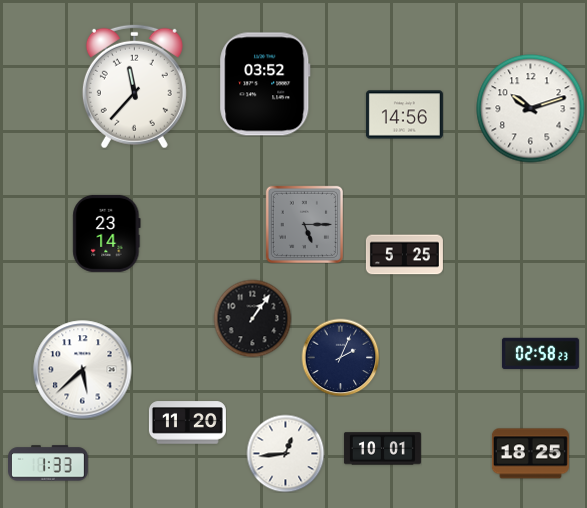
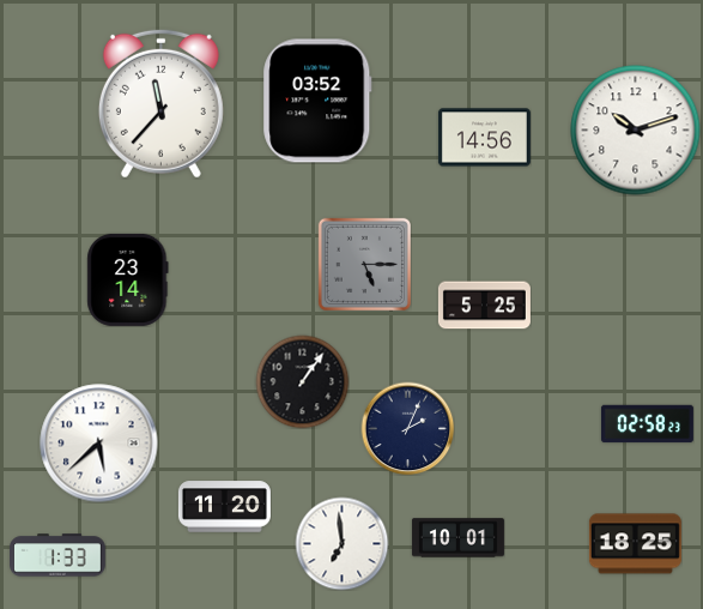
clock at (304, 224) position: (304, 224) -> (364, 264)
clock at (285, 453): 12:44 -> 6:59
